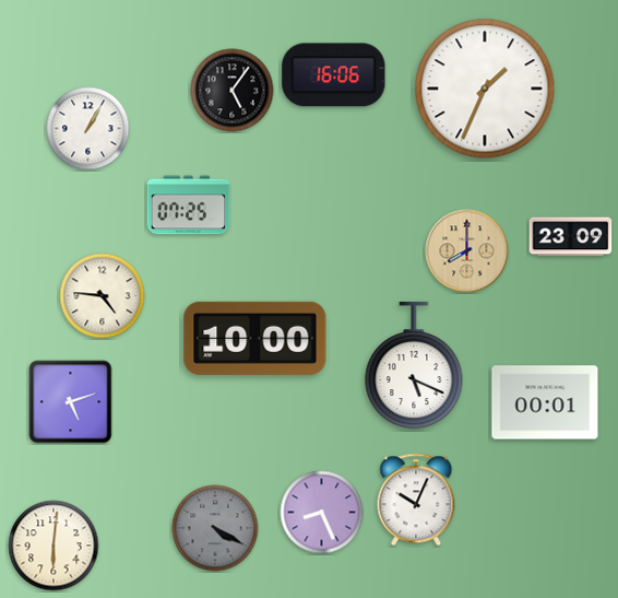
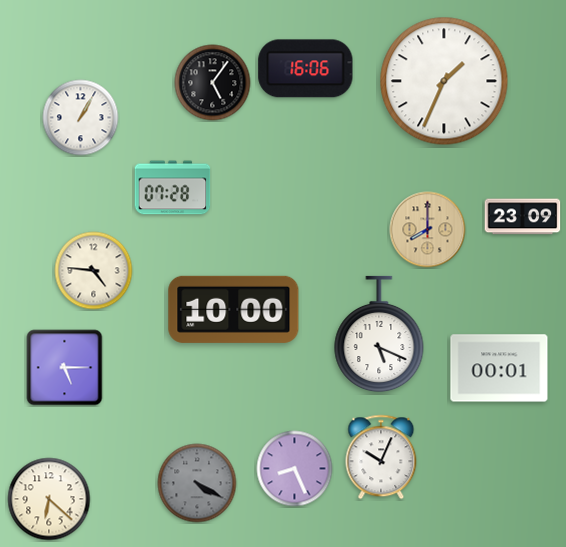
clock at (189, 206): 07:25 -> 07:28
clock at (71, 402): 5:12 -> 5:15
clock at (54, 546): 6:01 -> 6:22
